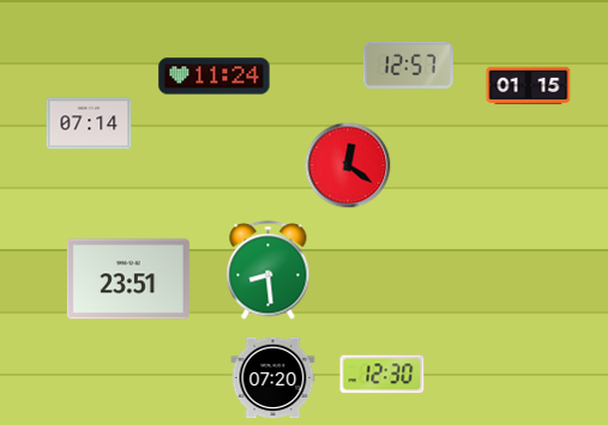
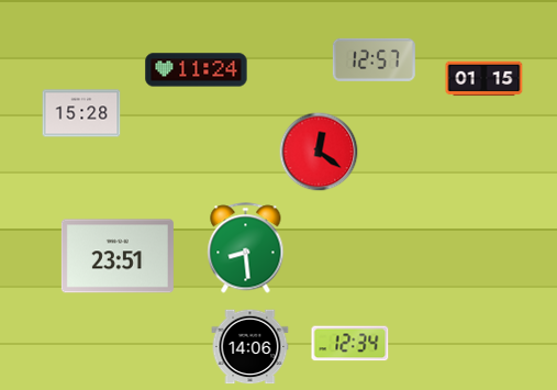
clock at (89, 123): 07:14 -> 15:28
clock at (383, 375): 12:30 -> 12:34
clock at (273, 378): 07:20 -> 14:06
